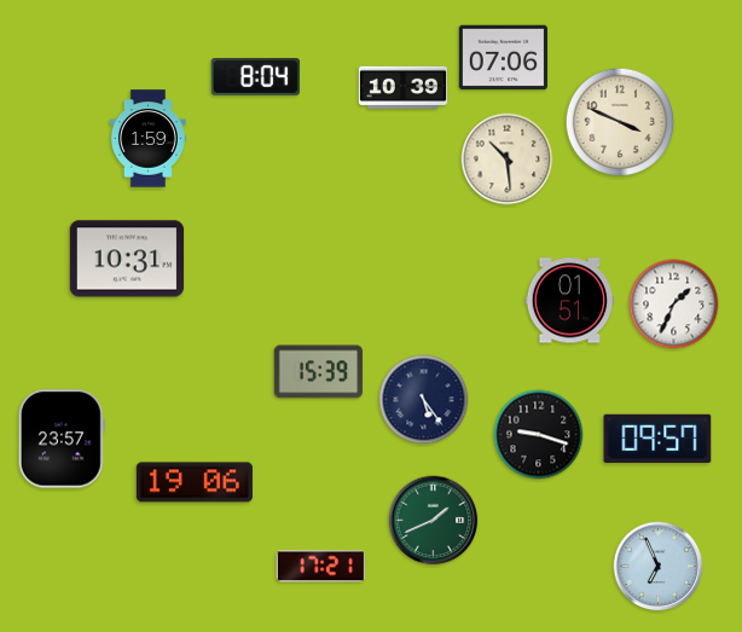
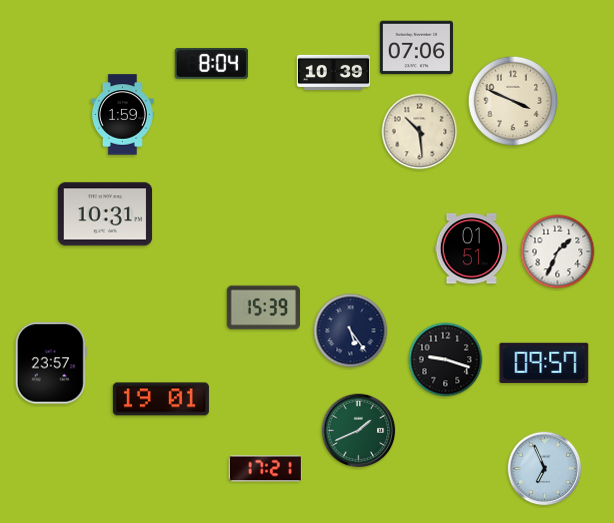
clock at (195, 482): 19:06 -> 19:01
